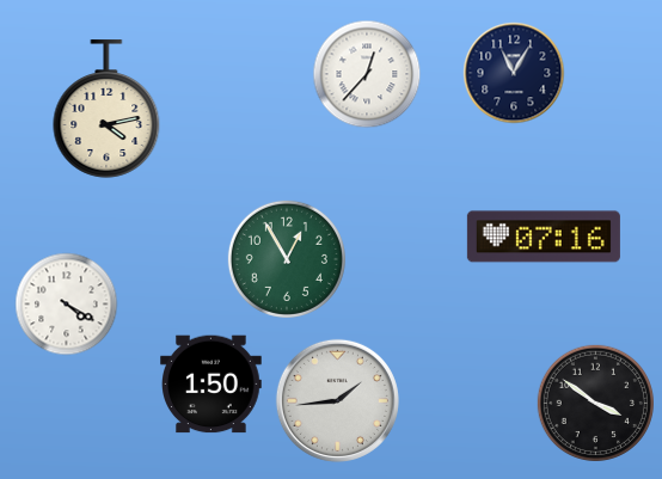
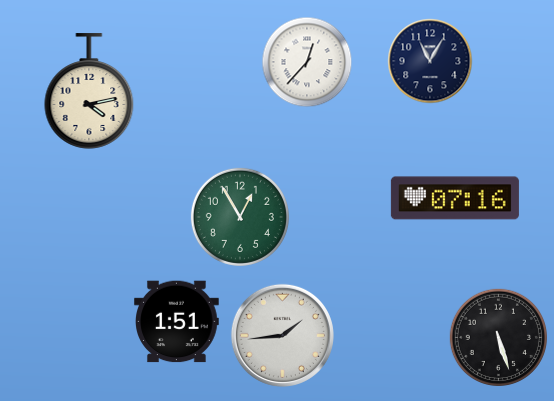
clock at (67, 305): 4:20 -> none
clock at (212, 385): 1:50 -> 1:51
clock at (595, 403): 3:51 -> 5:27
